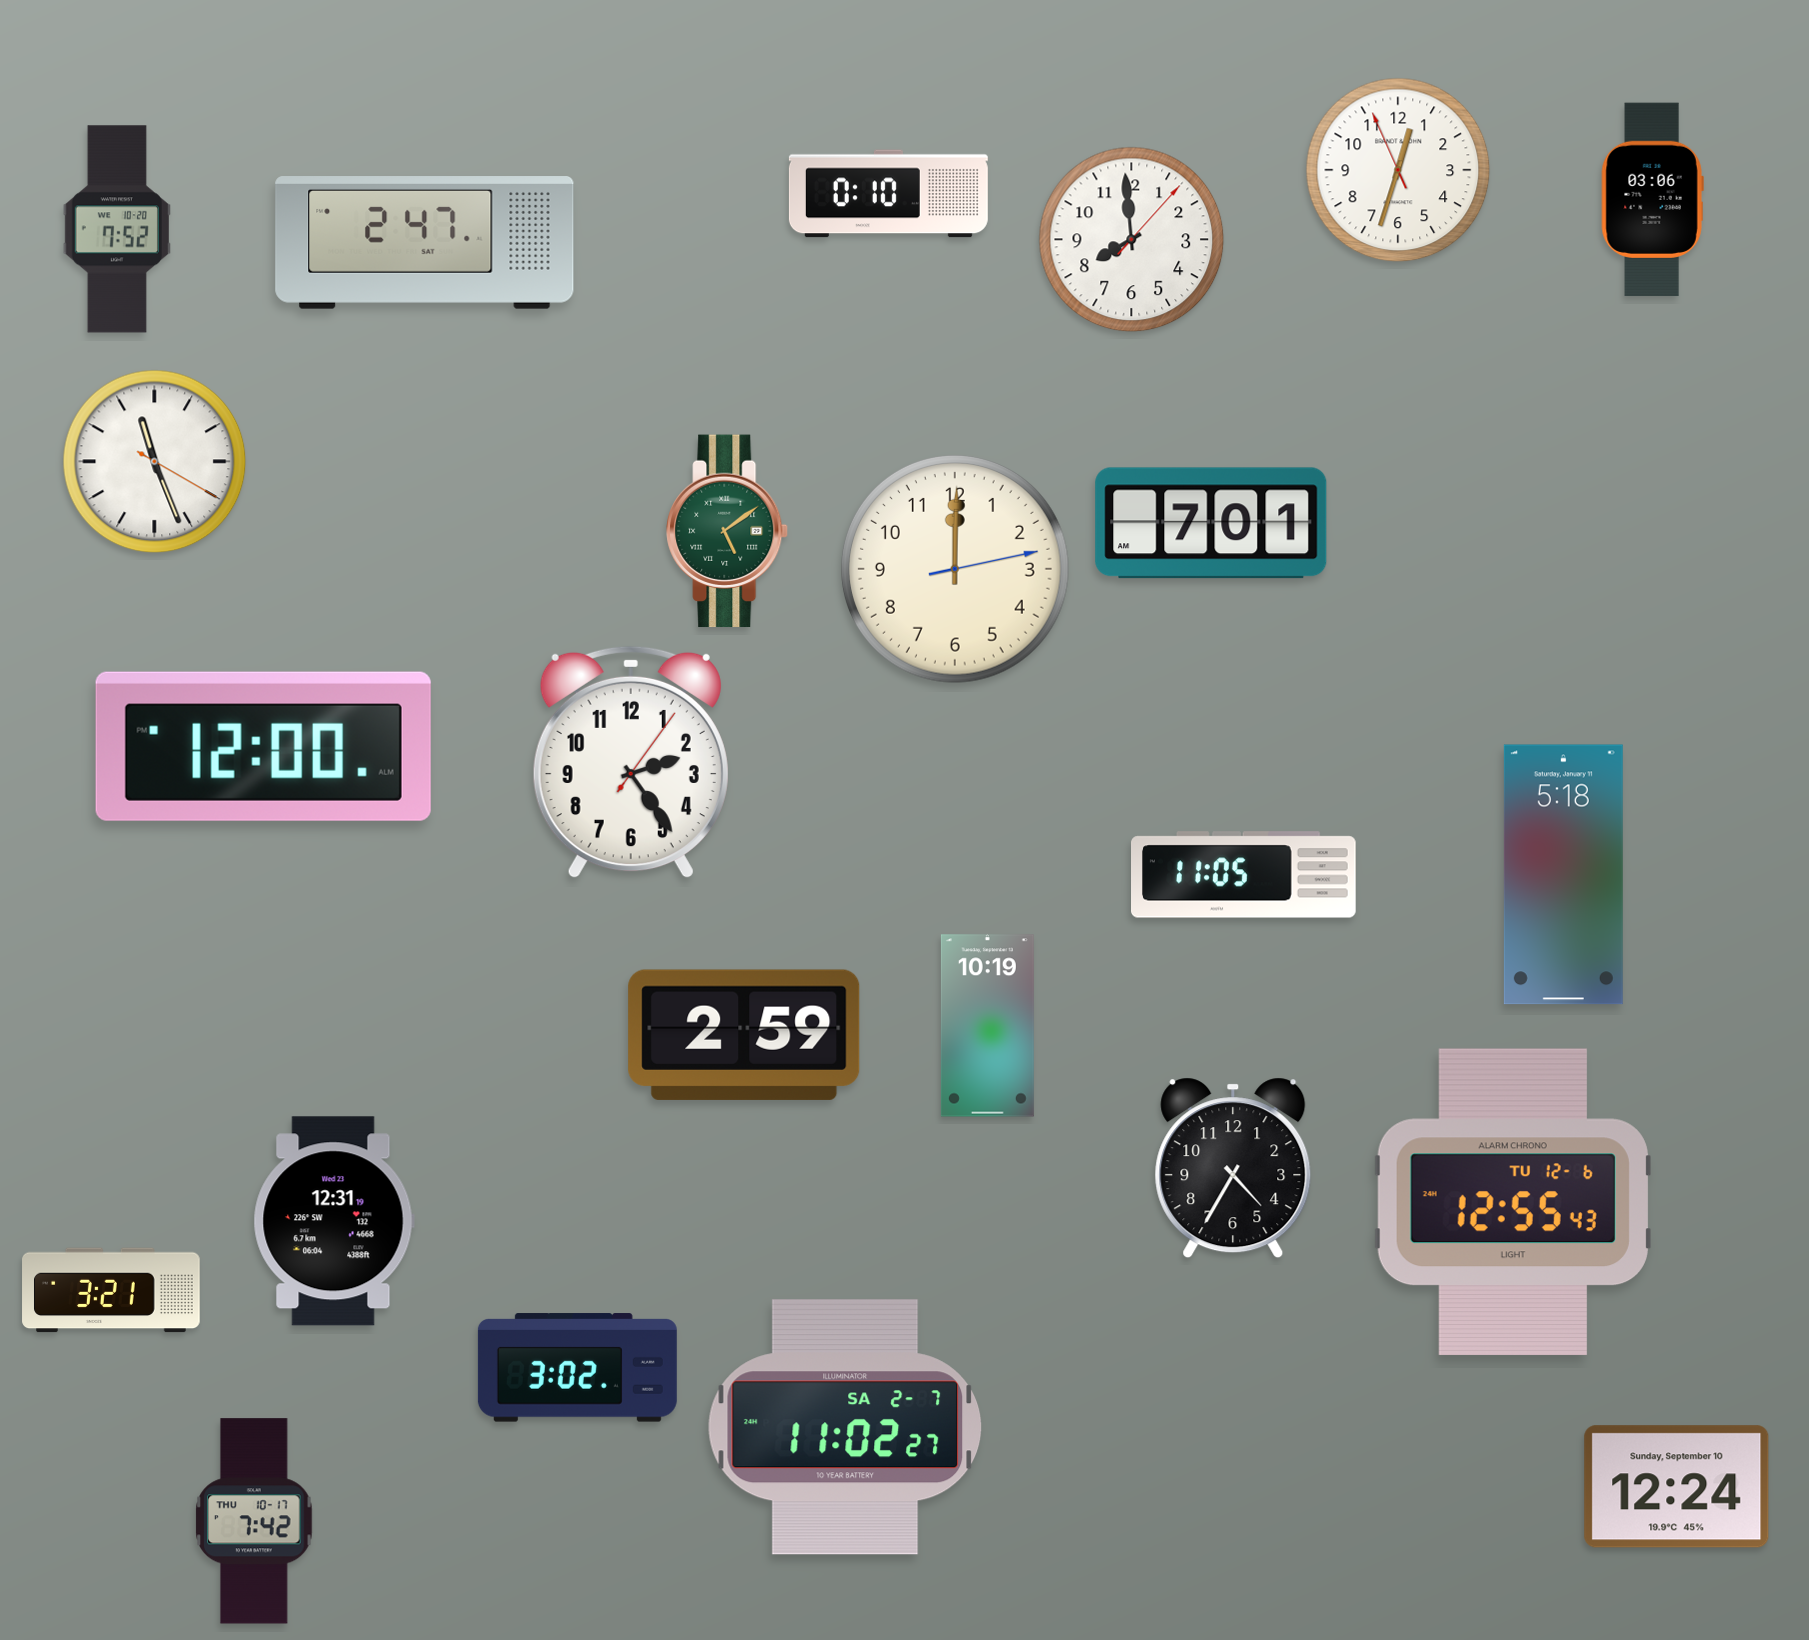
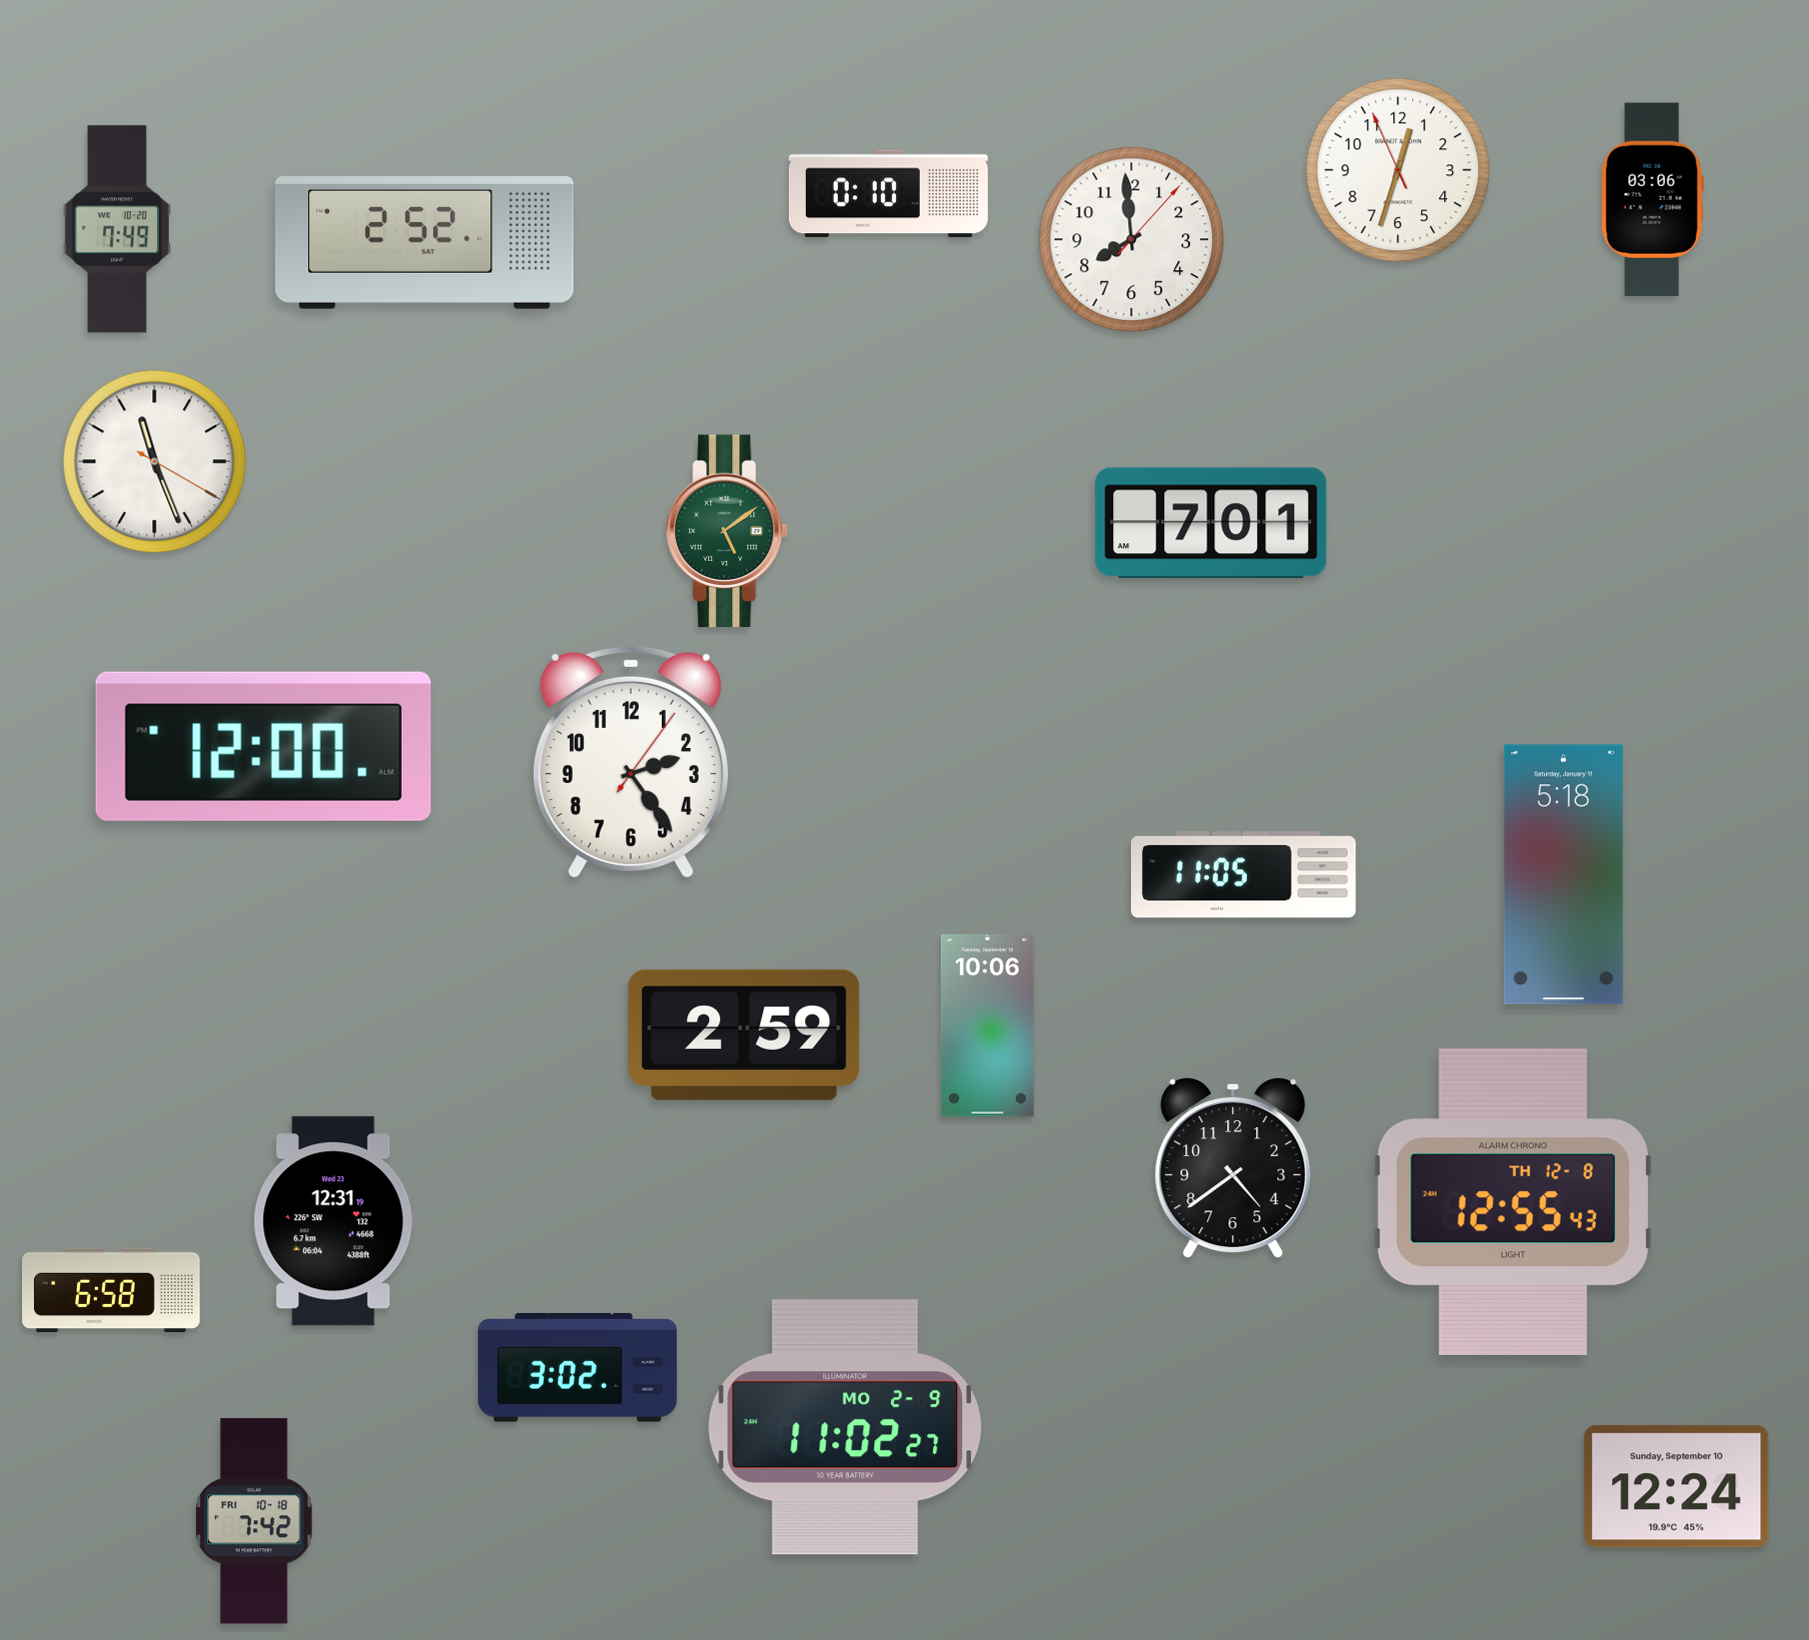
clock at (117, 229): 7:52 -> 7:49
clock at (425, 243): 2:47 -> 2:52
clock at (955, 569): 12:00 -> none
clock at (987, 1026): 10:19 -> 10:06
clock at (1233, 1168): 4:35 -> 4:39
clock at (1513, 1202) date: TU 12-6 -> TH 12-8
clock at (111, 1290): 3:21 -> 6:58
clock at (845, 1427) date: SA 2-7 -> MO 2-9
clock at (254, 1521) date: THU 10-17 -> FRI 10-18
